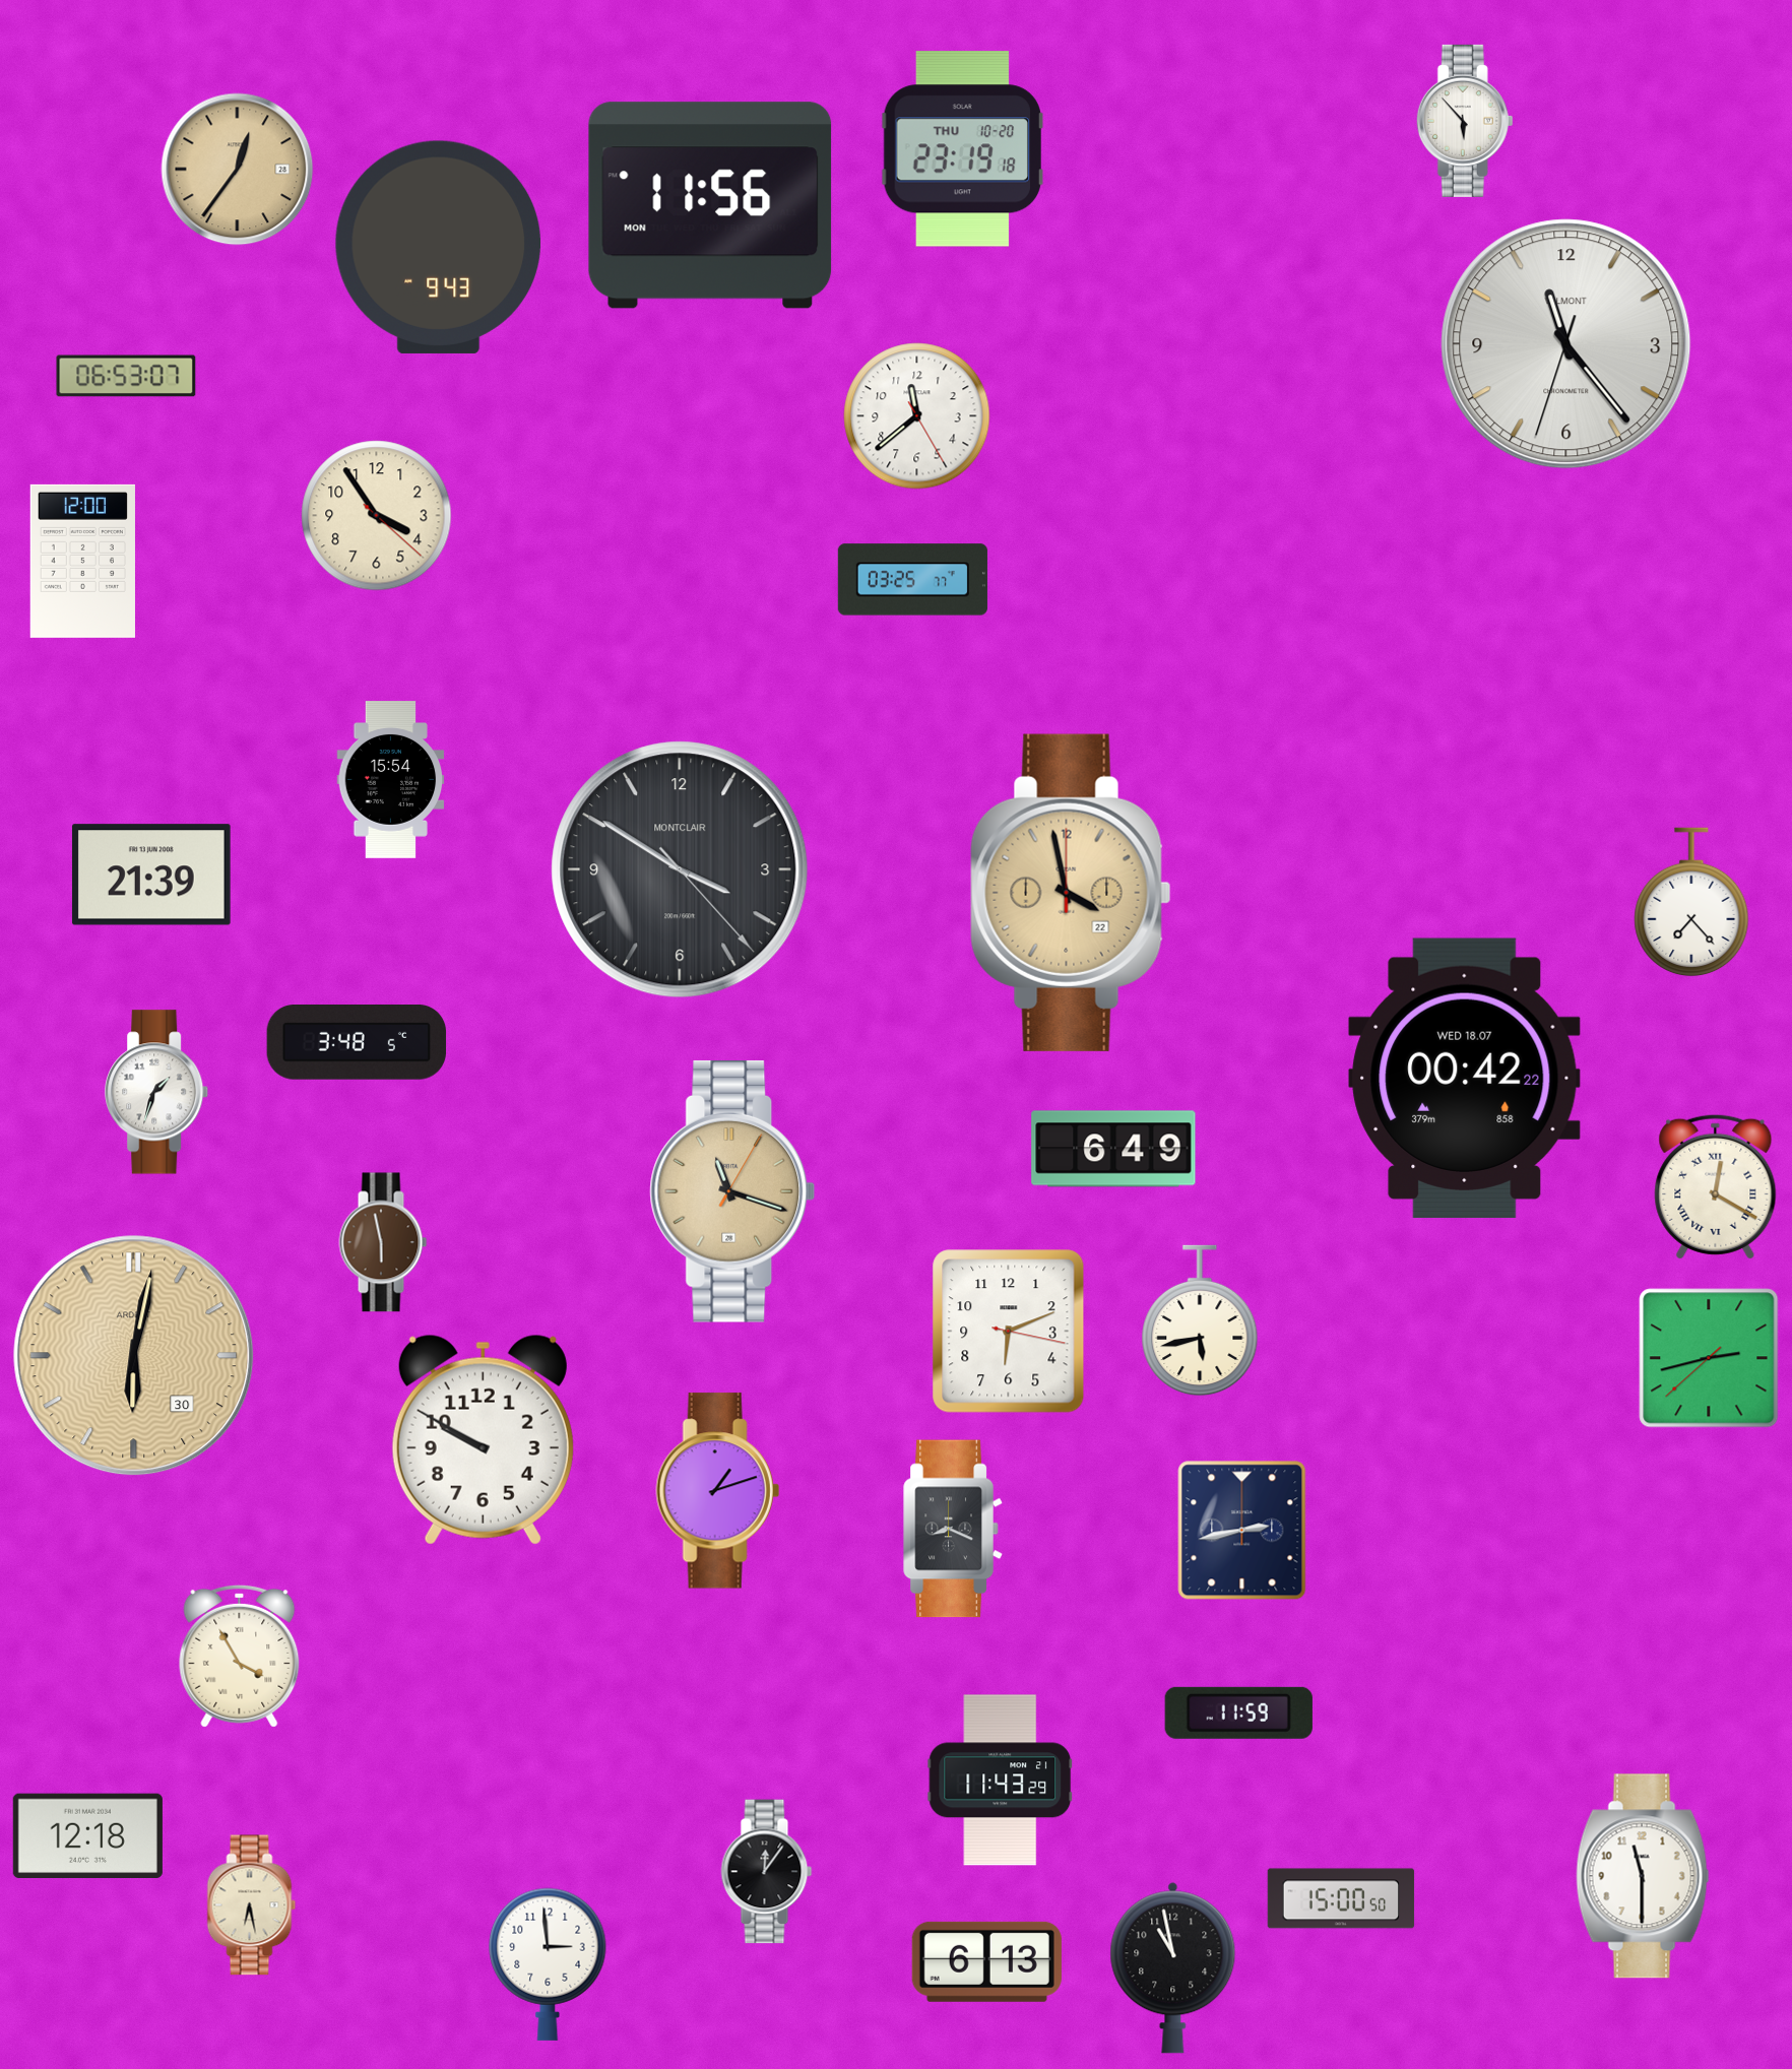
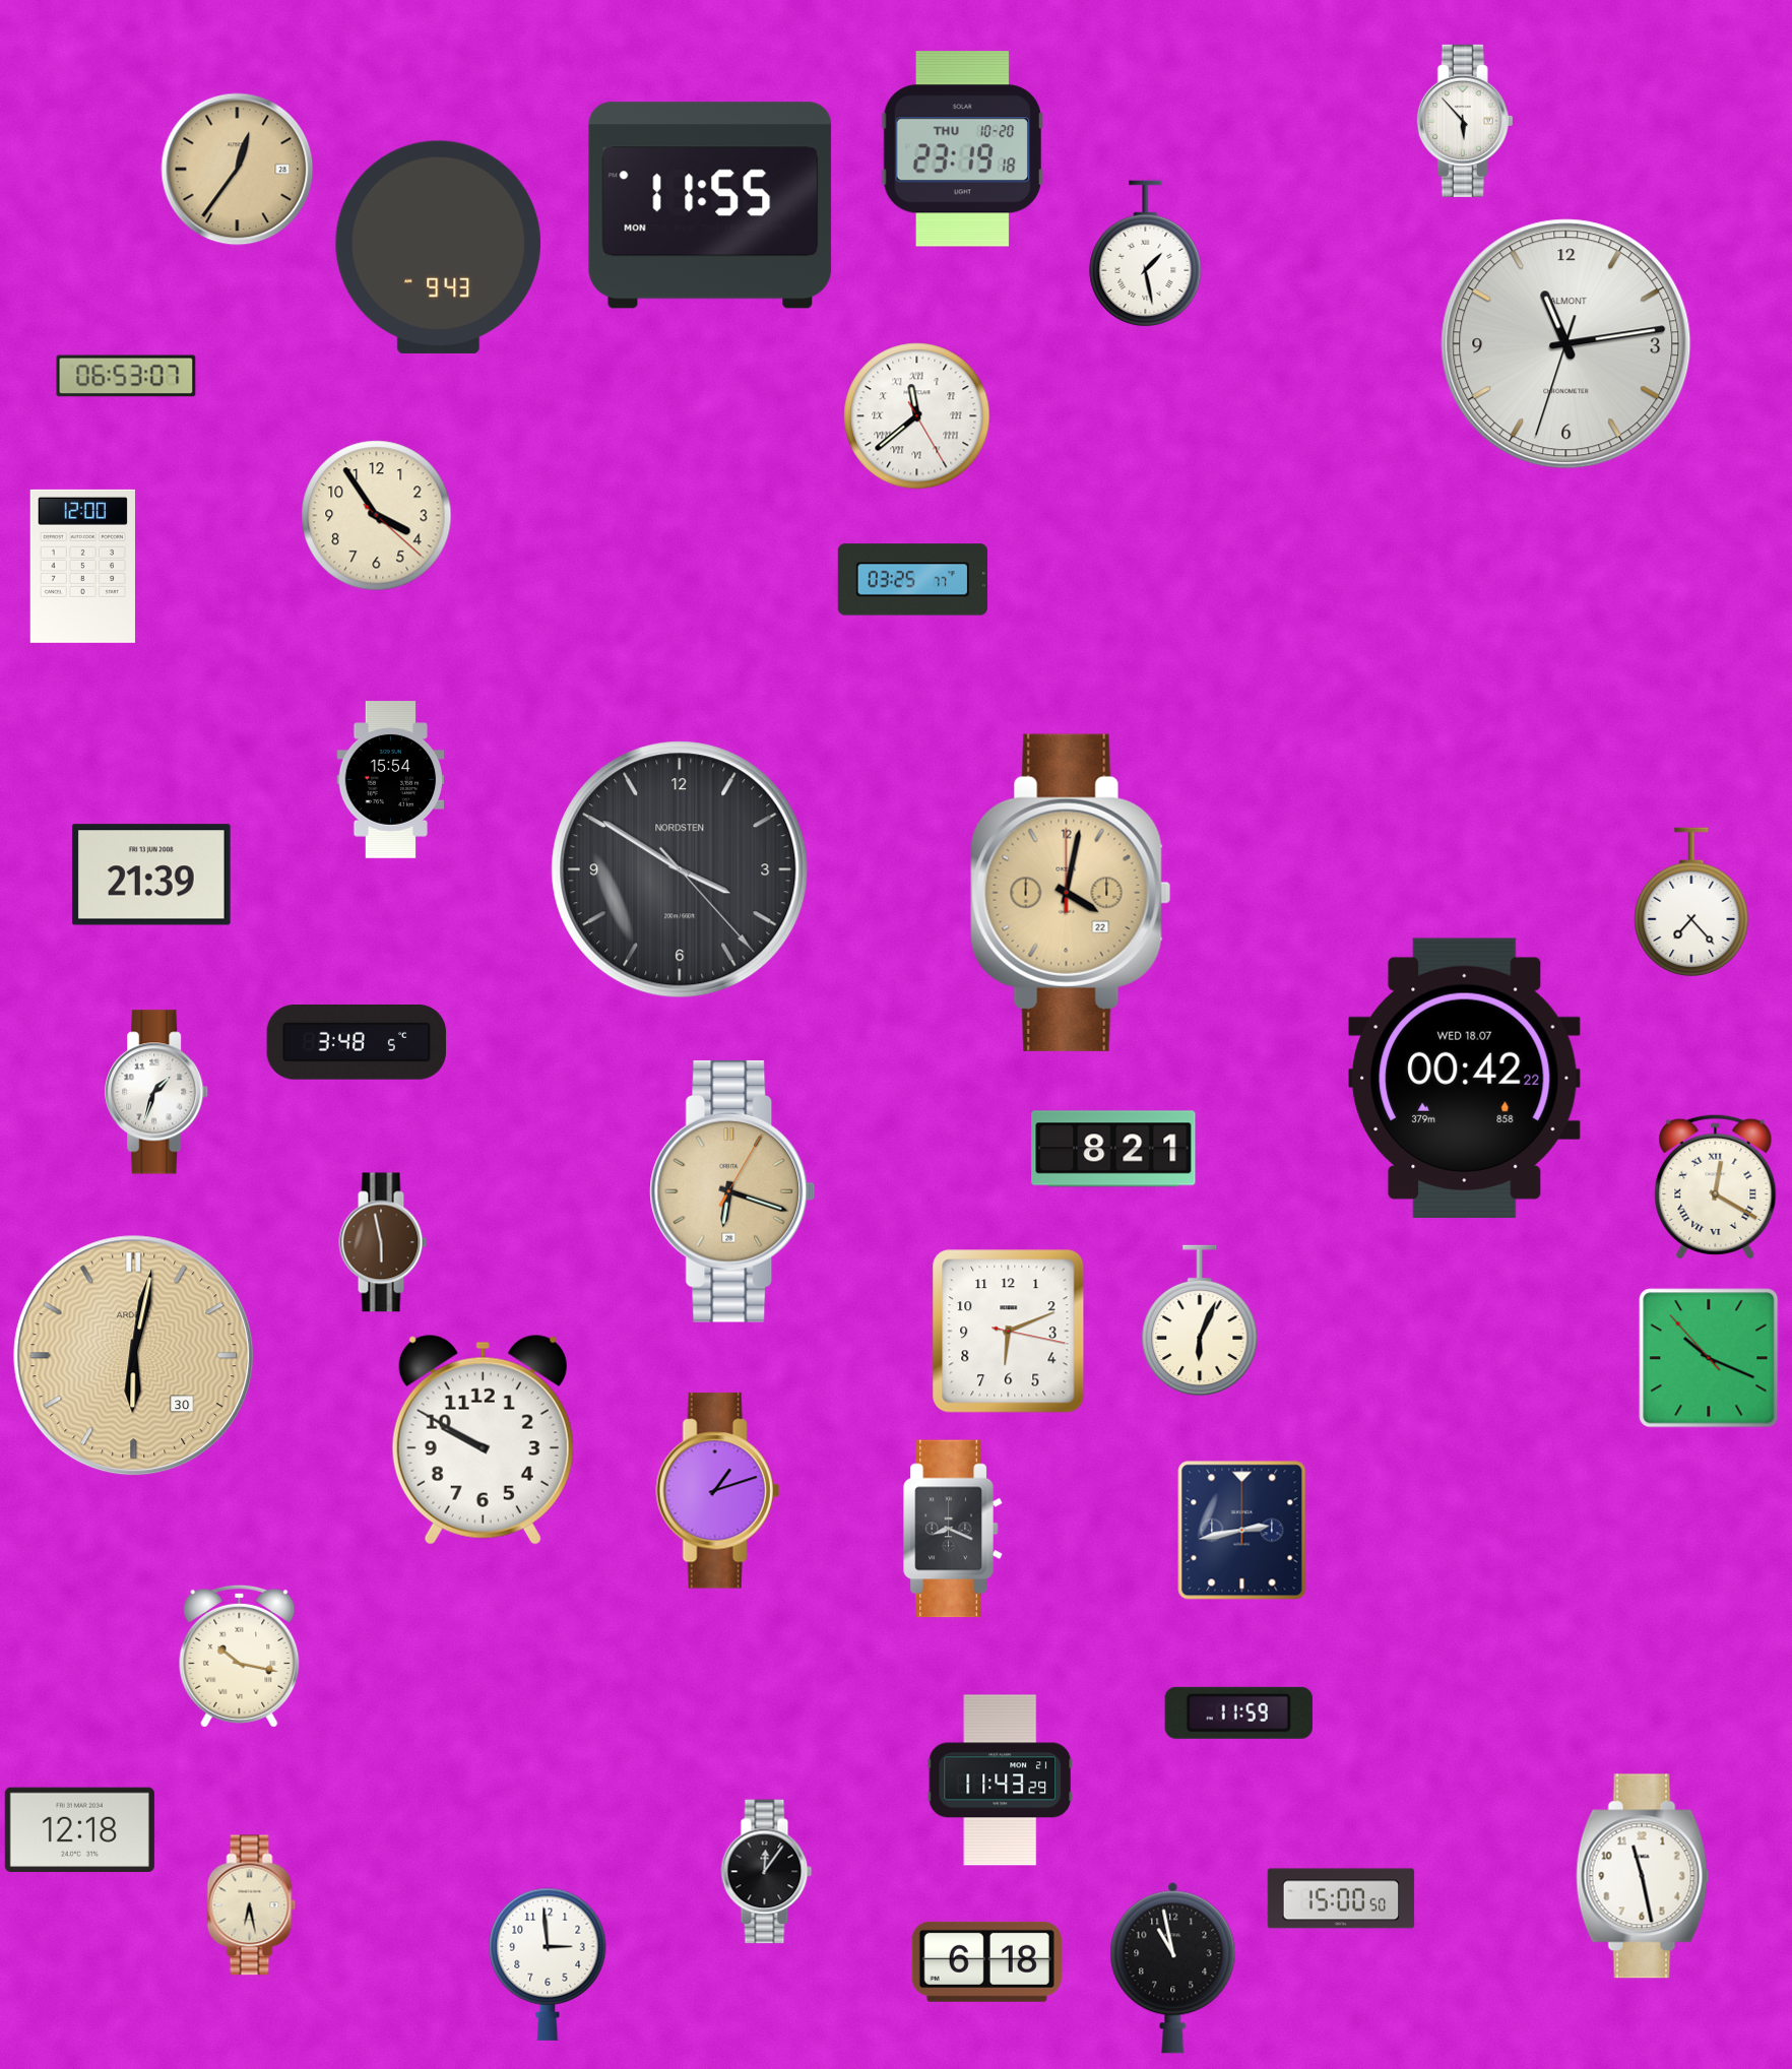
clock at (710, 205): 11:56 -> 11:55
clock at (1146, 254): none -> 1:28
clock at (1566, 344): 11:23 -> 11:13
clock at (917, 416) numerals: Arabic -> Roman
clock at (82, 561) position: (82, 561) -> (82, 566)
clock at (680, 869) brand: MONTCLAIR -> NORDSTEN
clock at (1071, 893): 3:58 -> 4:02
clock at (1113, 1149): 6:49 -> 8:21
clock at (732, 1191): 11:18 -> 6:18
clock at (1200, 1320): 5:43 -> 6:04
clock at (1709, 1358): 2:42 -> 10:18
clock at (240, 1656): 3:55 -> 10:17
clock at (87, 1835) position: (87, 1835) -> (79, 1829)
clock at (1643, 1876): 11:30 -> 11:28
clock at (986, 1961): 6:13 -> 6:18
